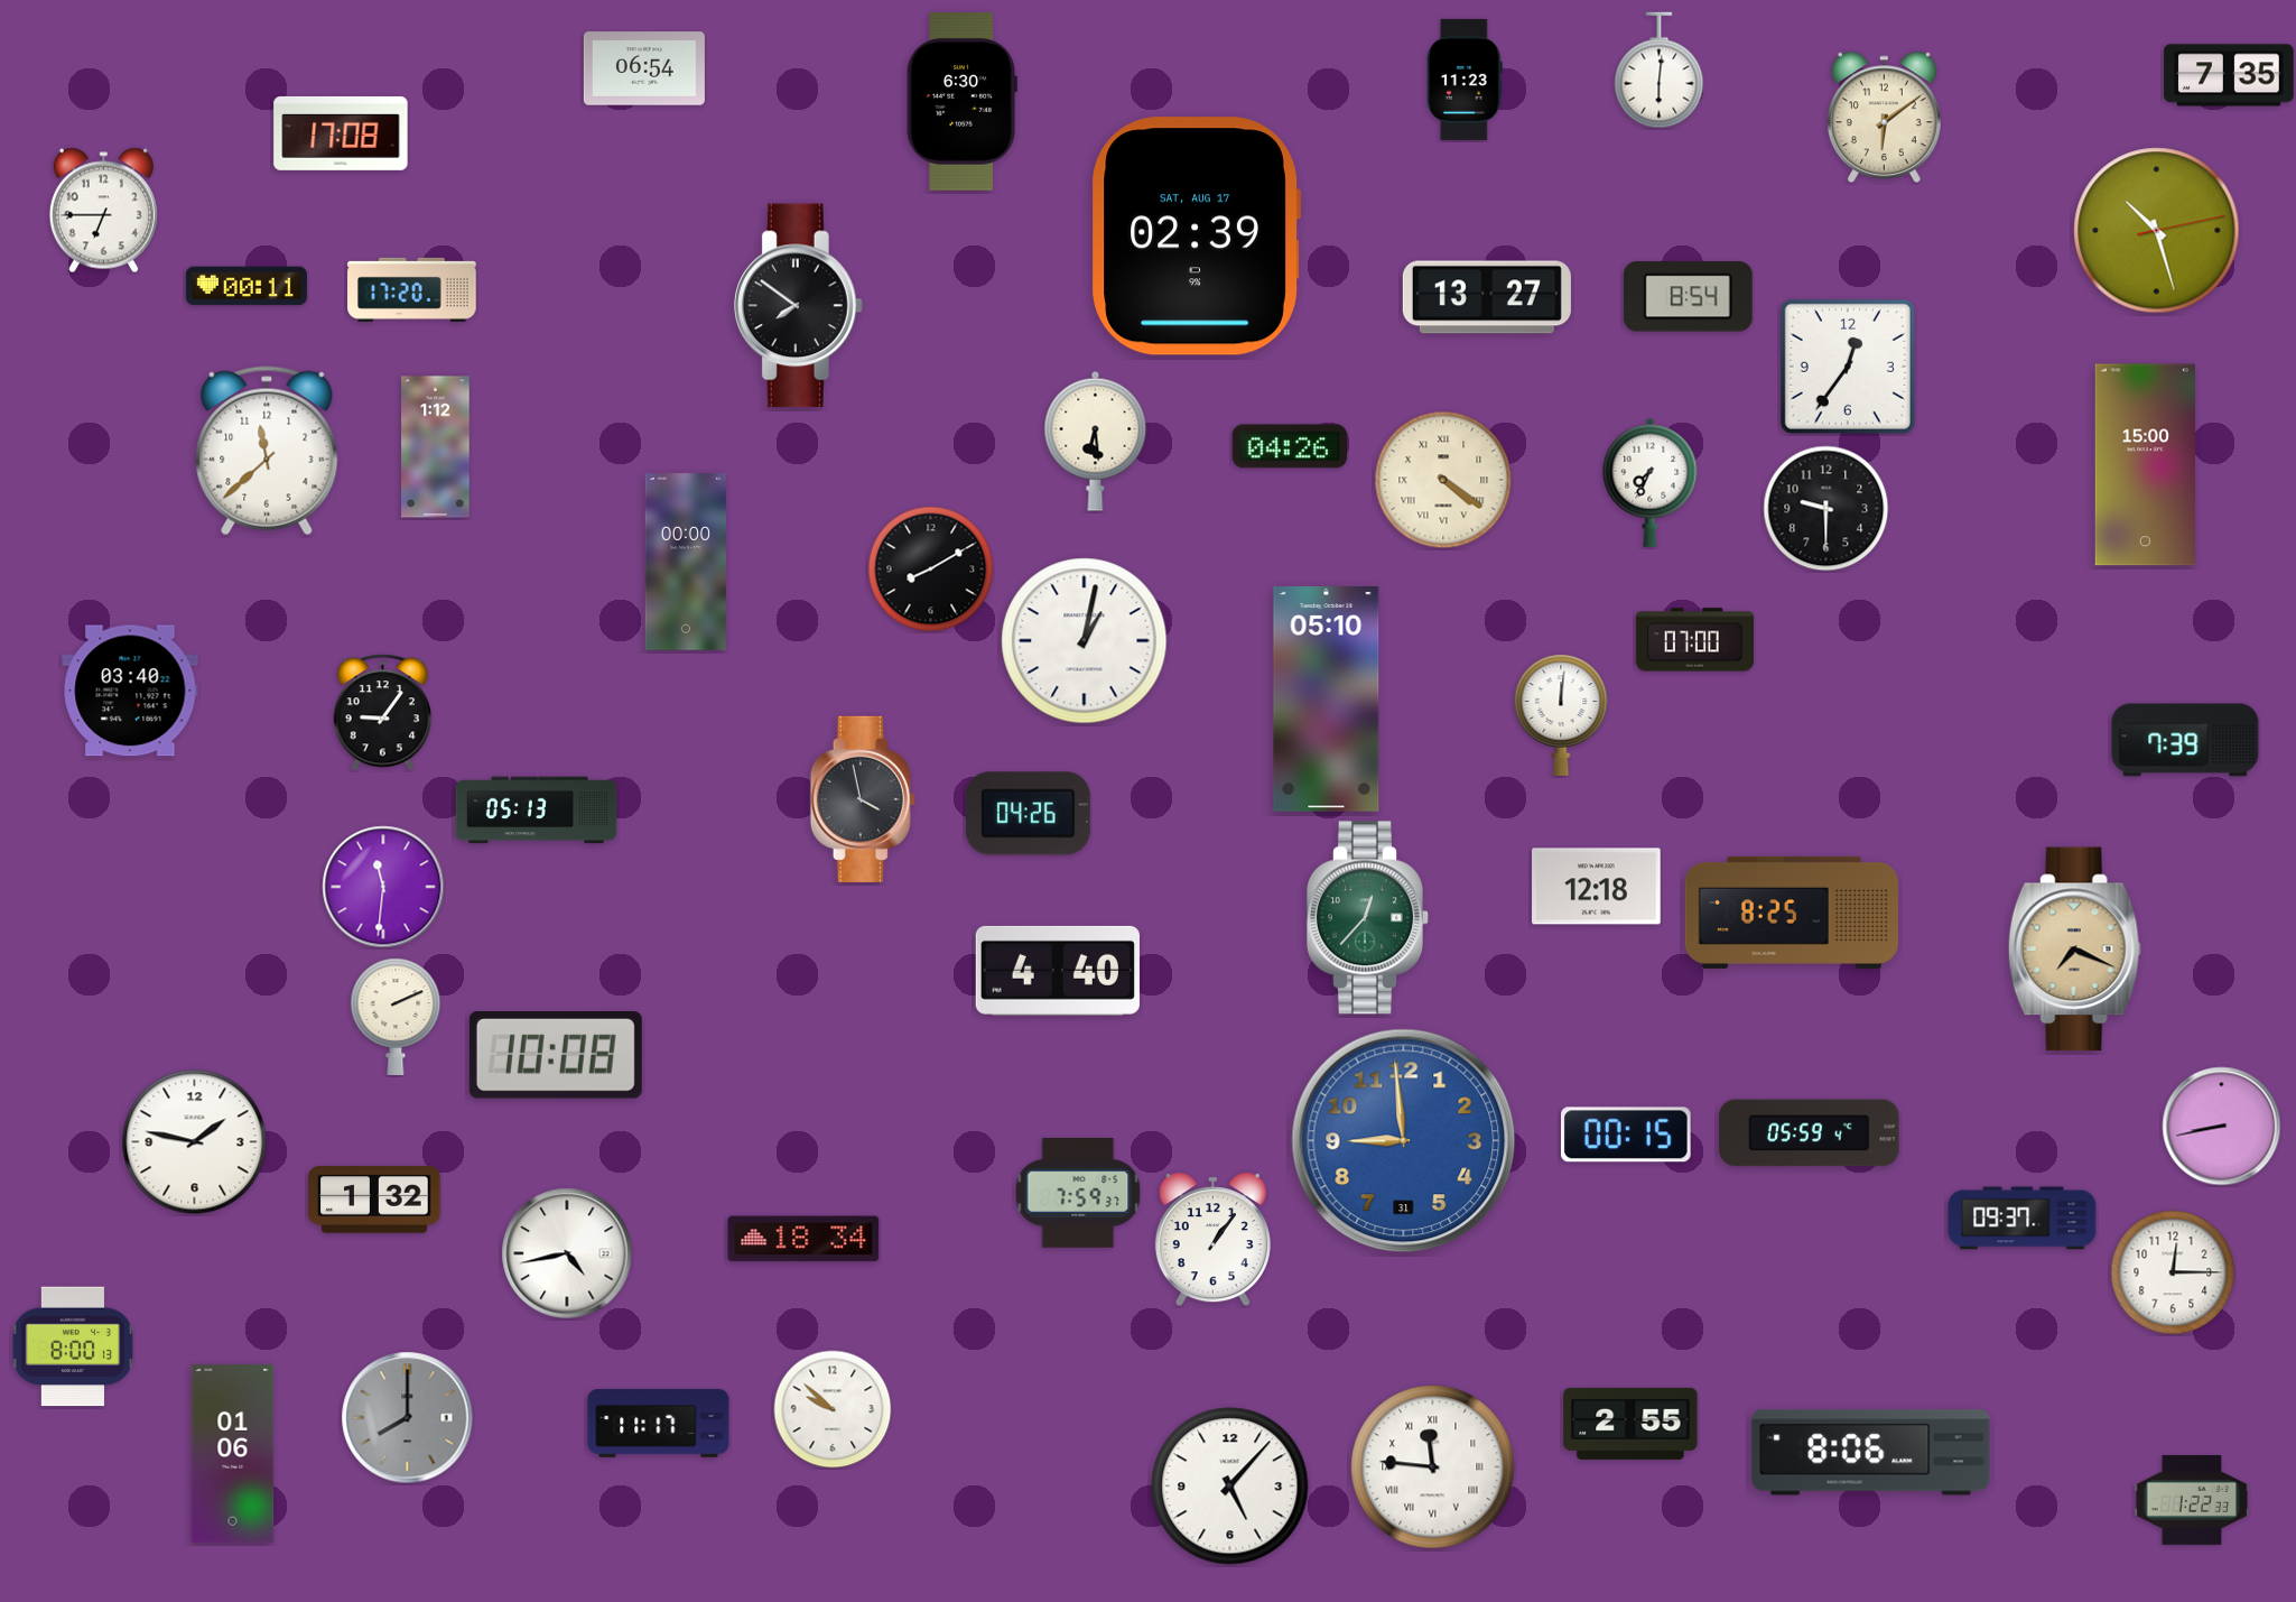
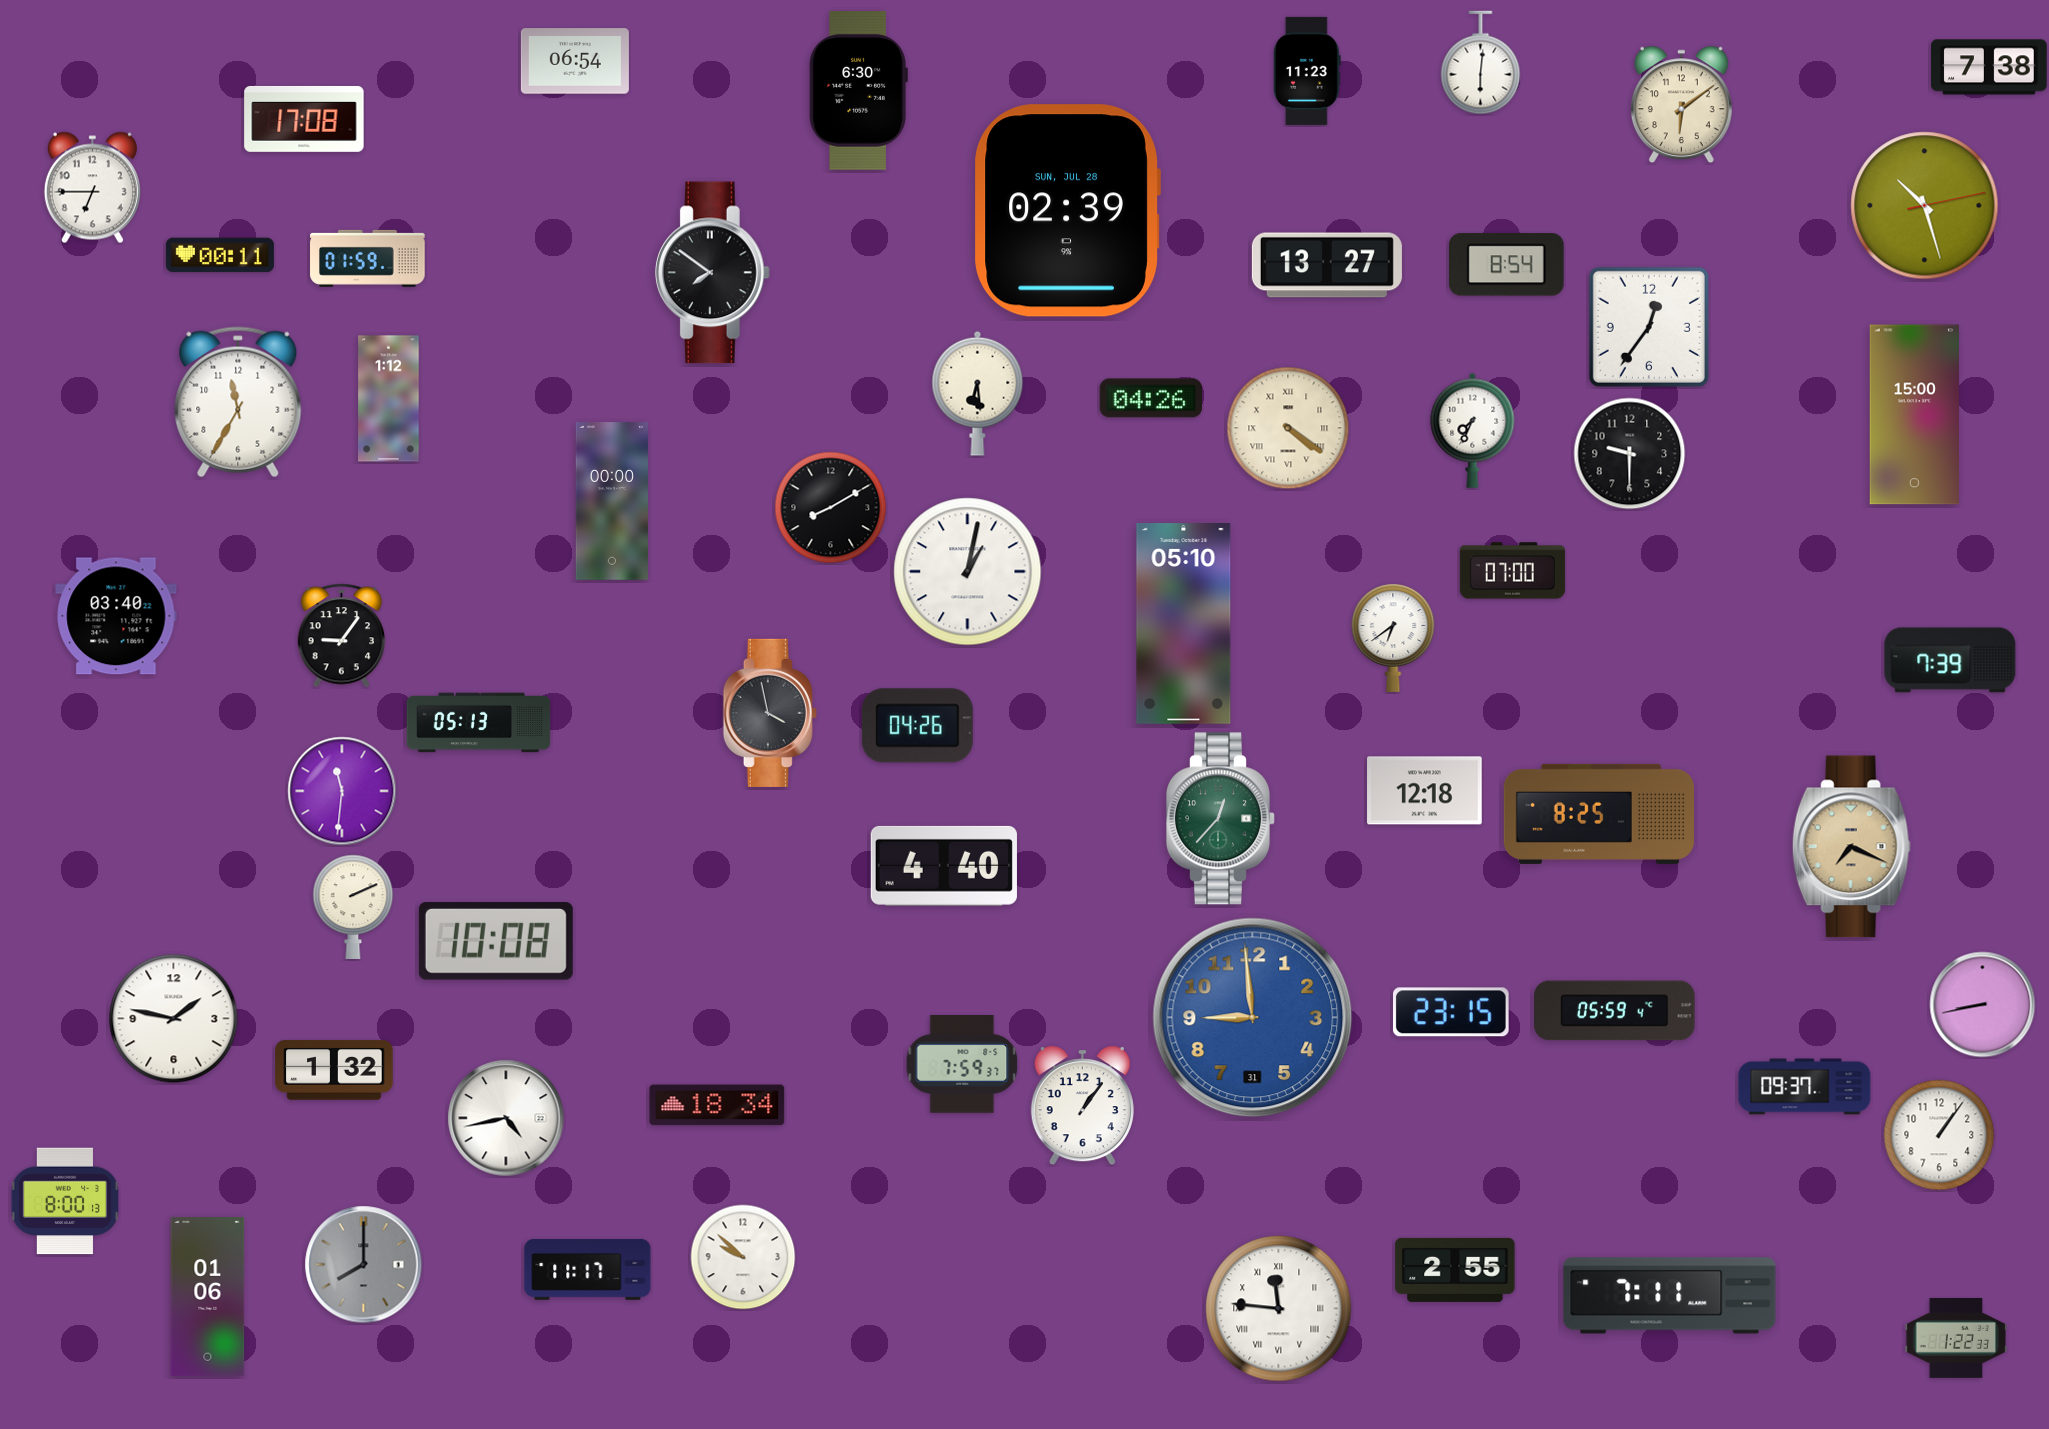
clock at (2229, 75): 7:35 -> 7:38
clock at (1196, 237) date: SAT, AUG 17 -> SUN, JUL 28
clock at (412, 289): 17:20 -> 01:59
clock at (267, 451): 11:38 -> 11:35
clock at (1561, 715): 12:01 -> 6:39
clock at (1627, 1135): 00:15 -> 23:15
clock at (2173, 1272): 12:15 -> 1:06
clock at (1871, 1453): 8:06 -> 7:11
clock at (1230, 1487): 5:07 -> none
